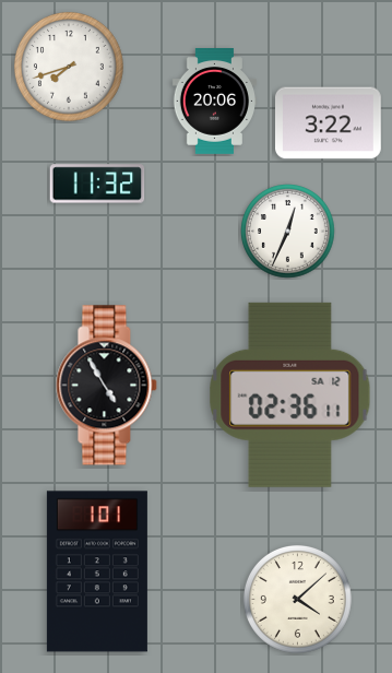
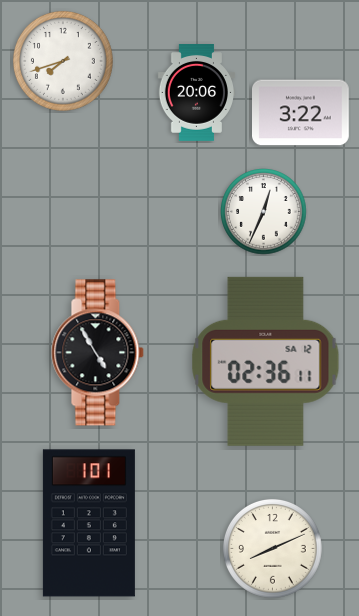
clock at (97, 184): 11:32 -> none
clock at (297, 599): 4:08 -> 8:11
